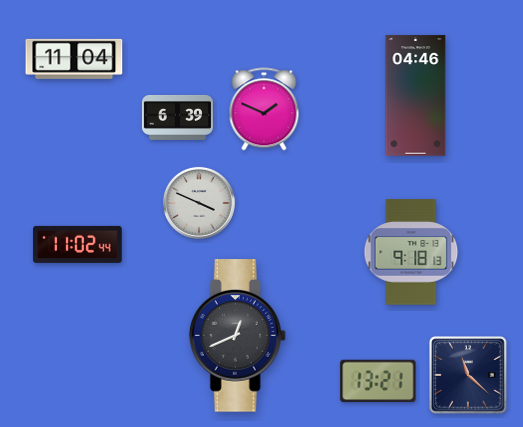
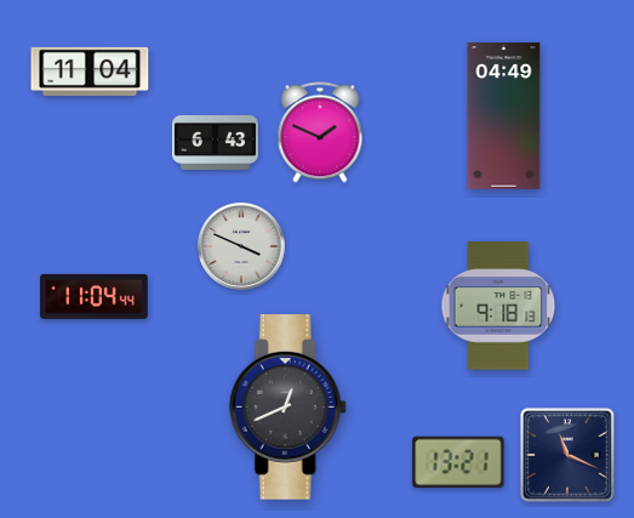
clock at (416, 96): 04:46 -> 04:49
clock at (177, 117): 6:39 -> 6:43
clock at (78, 244): 11:02 -> 11:04
clock at (469, 376): 11:22 -> 11:19
